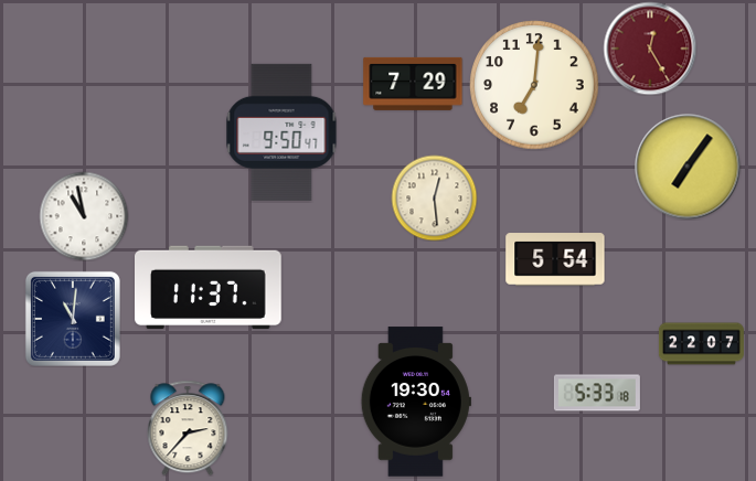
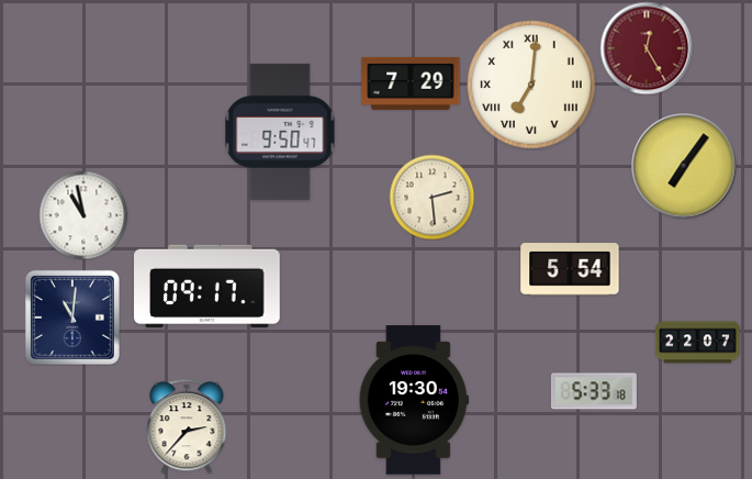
clock at (534, 85) numerals: Arabic -> Roman
clock at (434, 197): 12:29 -> 2:29
clock at (555, 259) position: (555, 259) -> (570, 269)
clock at (209, 288): 11:37 -> 09:17
